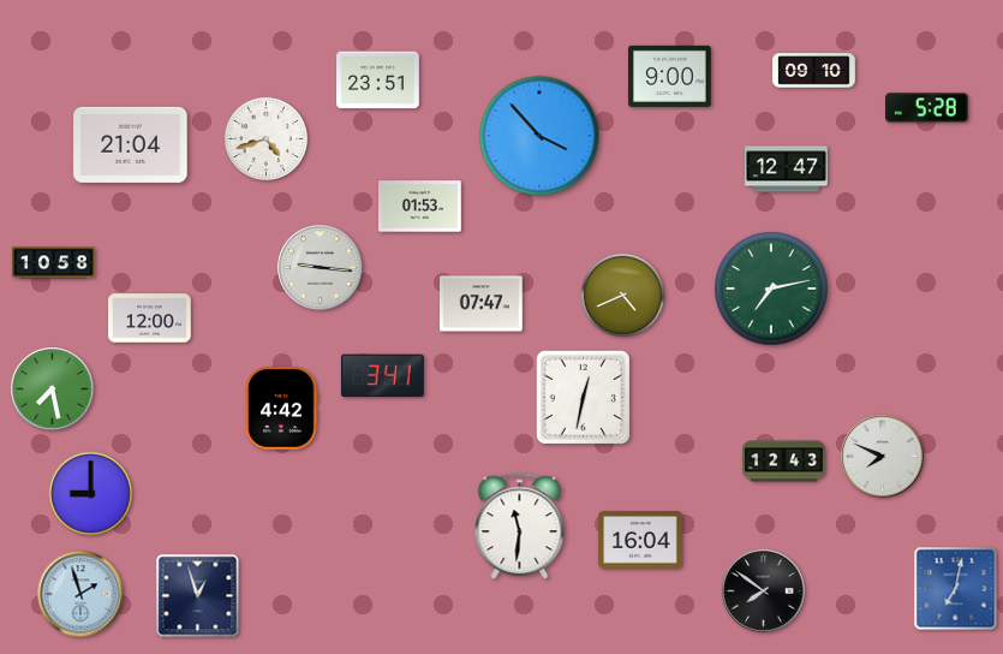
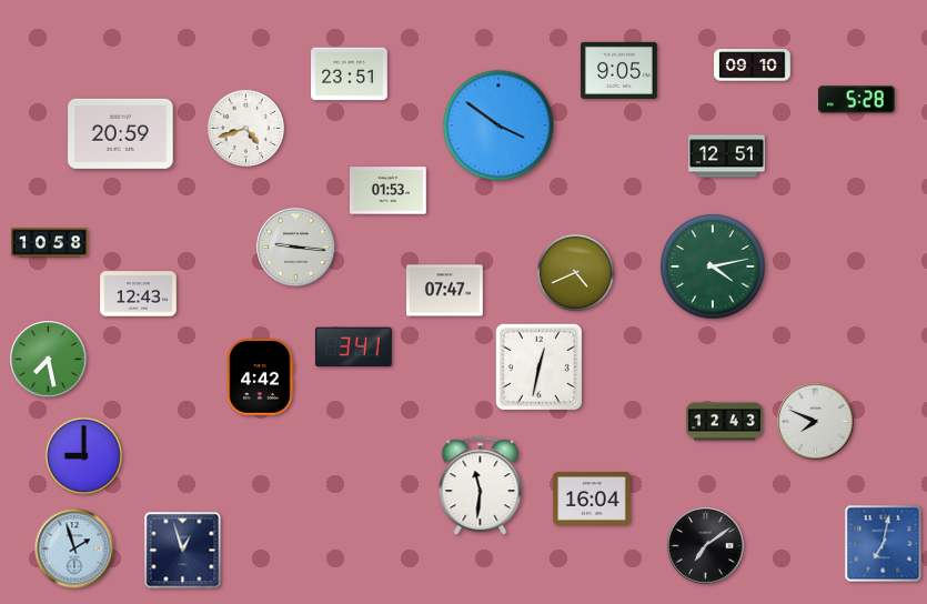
clock at (670, 76): 9:00 -> 9:05
clock at (539, 136): 3:53 -> 3:51
clock at (131, 144): 21:04 -> 20:59
clock at (787, 170): 12:47 -> 12:51
clock at (771, 289): 7:13 -> 4:13
clock at (482, 304) position: (482, 304) -> (445, 291)
clock at (150, 319): 12:00 -> 12:43
clock at (784, 462) position: (784, 462) -> (725, 422)
clock at (764, 591): 7:51 -> 7:09
